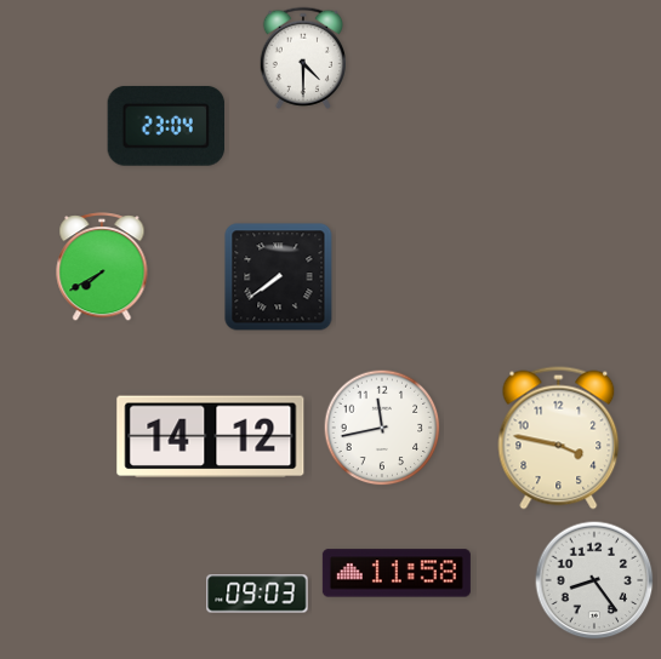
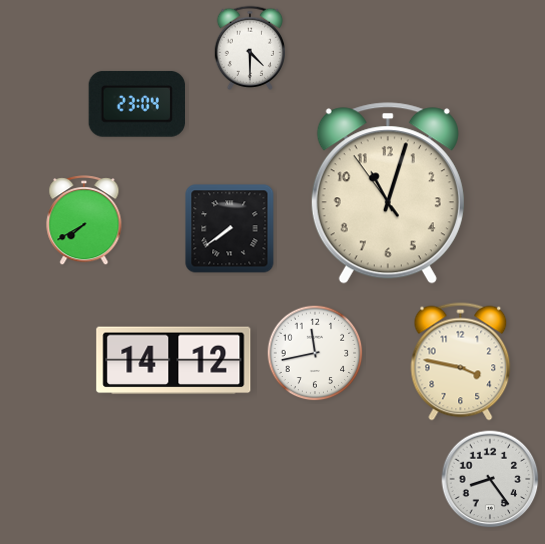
clock at (388, 193): none -> 11:02
clock at (397, 573): 11:58 -> none
clock at (257, 594): 09:03 -> none
